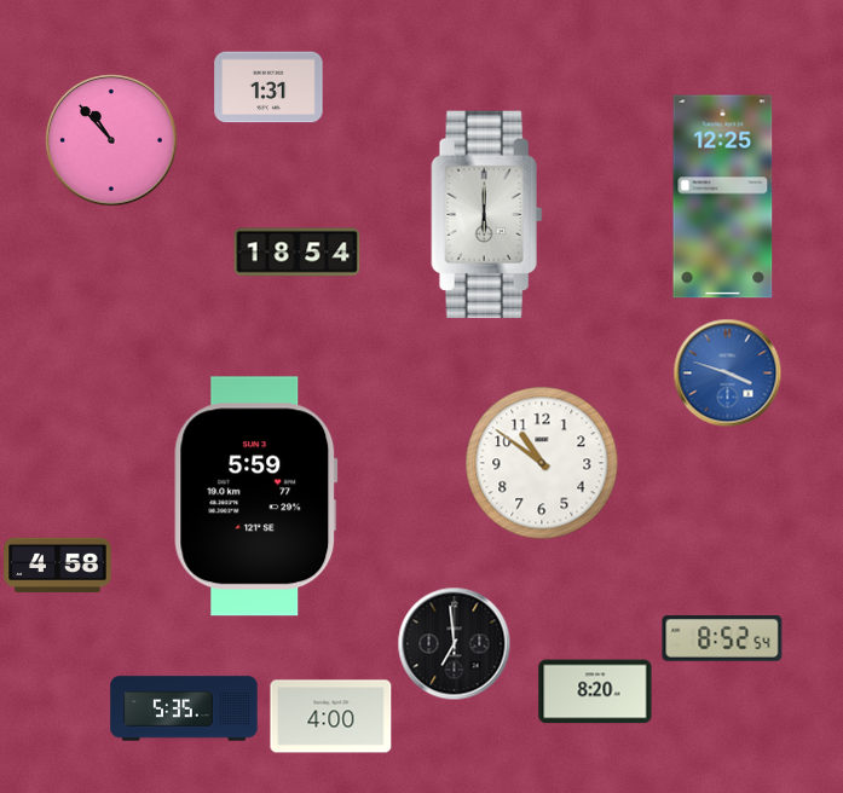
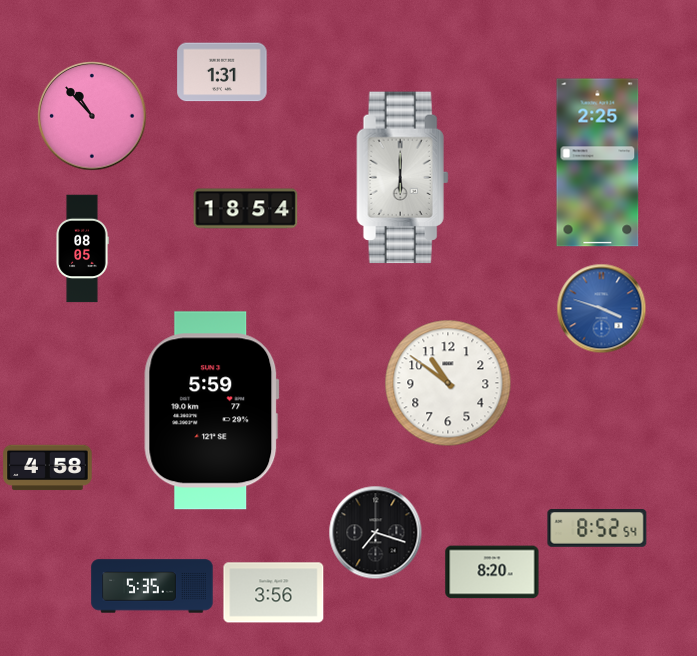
clock at (723, 197): 12:25 -> 2:25
clock at (82, 249): none -> 08:05
clock at (455, 644): 6:59 -> 7:18
clock at (331, 717): 4:00 -> 3:56
